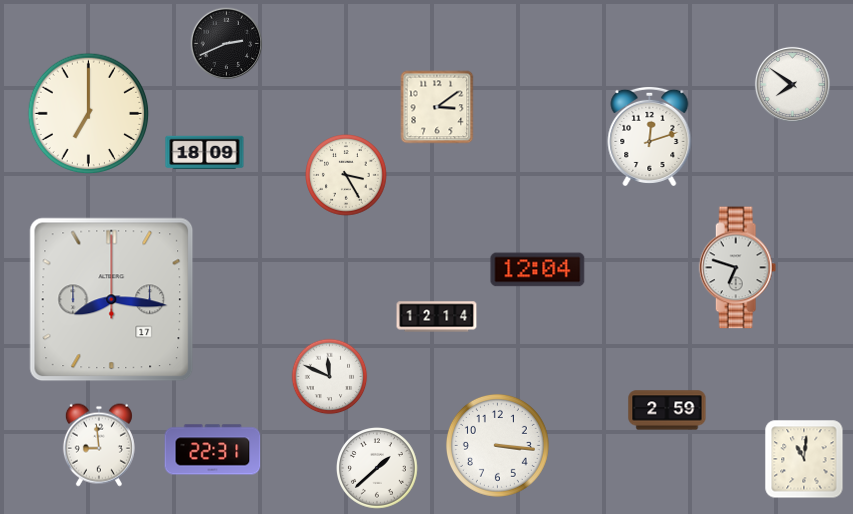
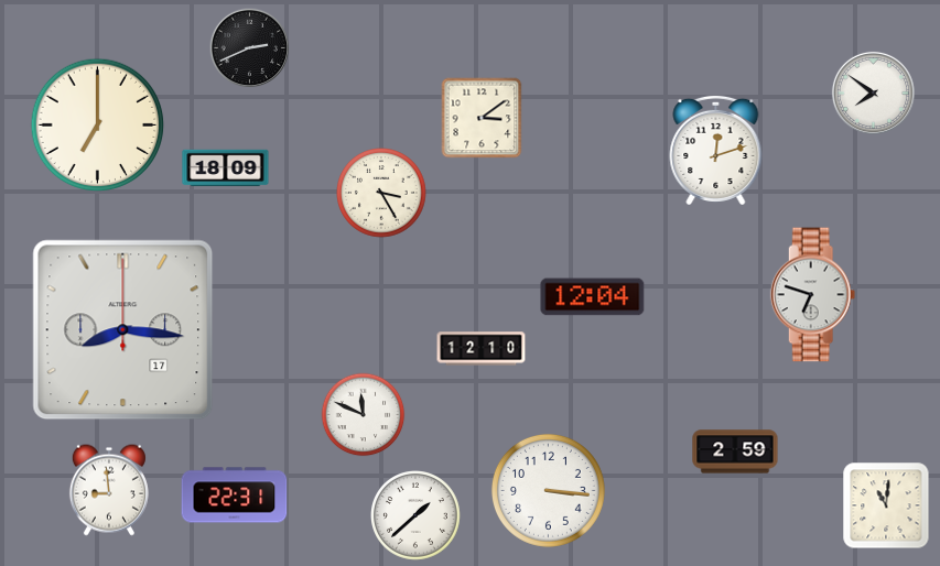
clock at (437, 317): 12:14 -> 12:10
